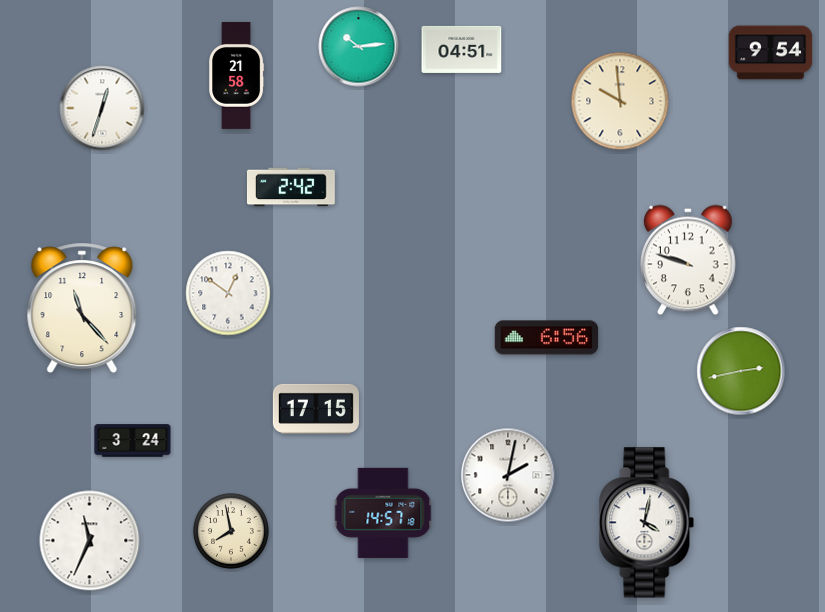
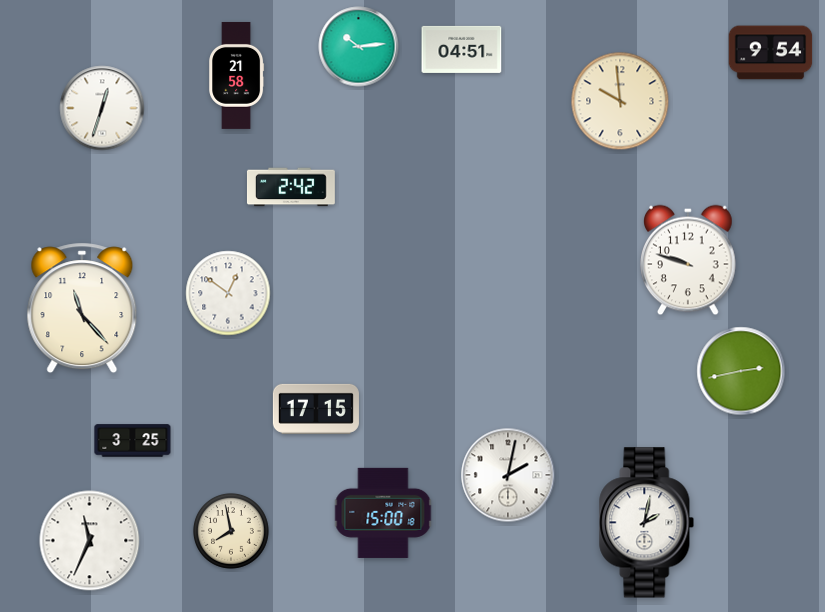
clock at (547, 338): 6:56 -> none
clock at (133, 441): 3:24 -> 3:25
clock at (383, 513): 14:57 -> 15:00
clock at (647, 523): 4:02 -> 2:02
